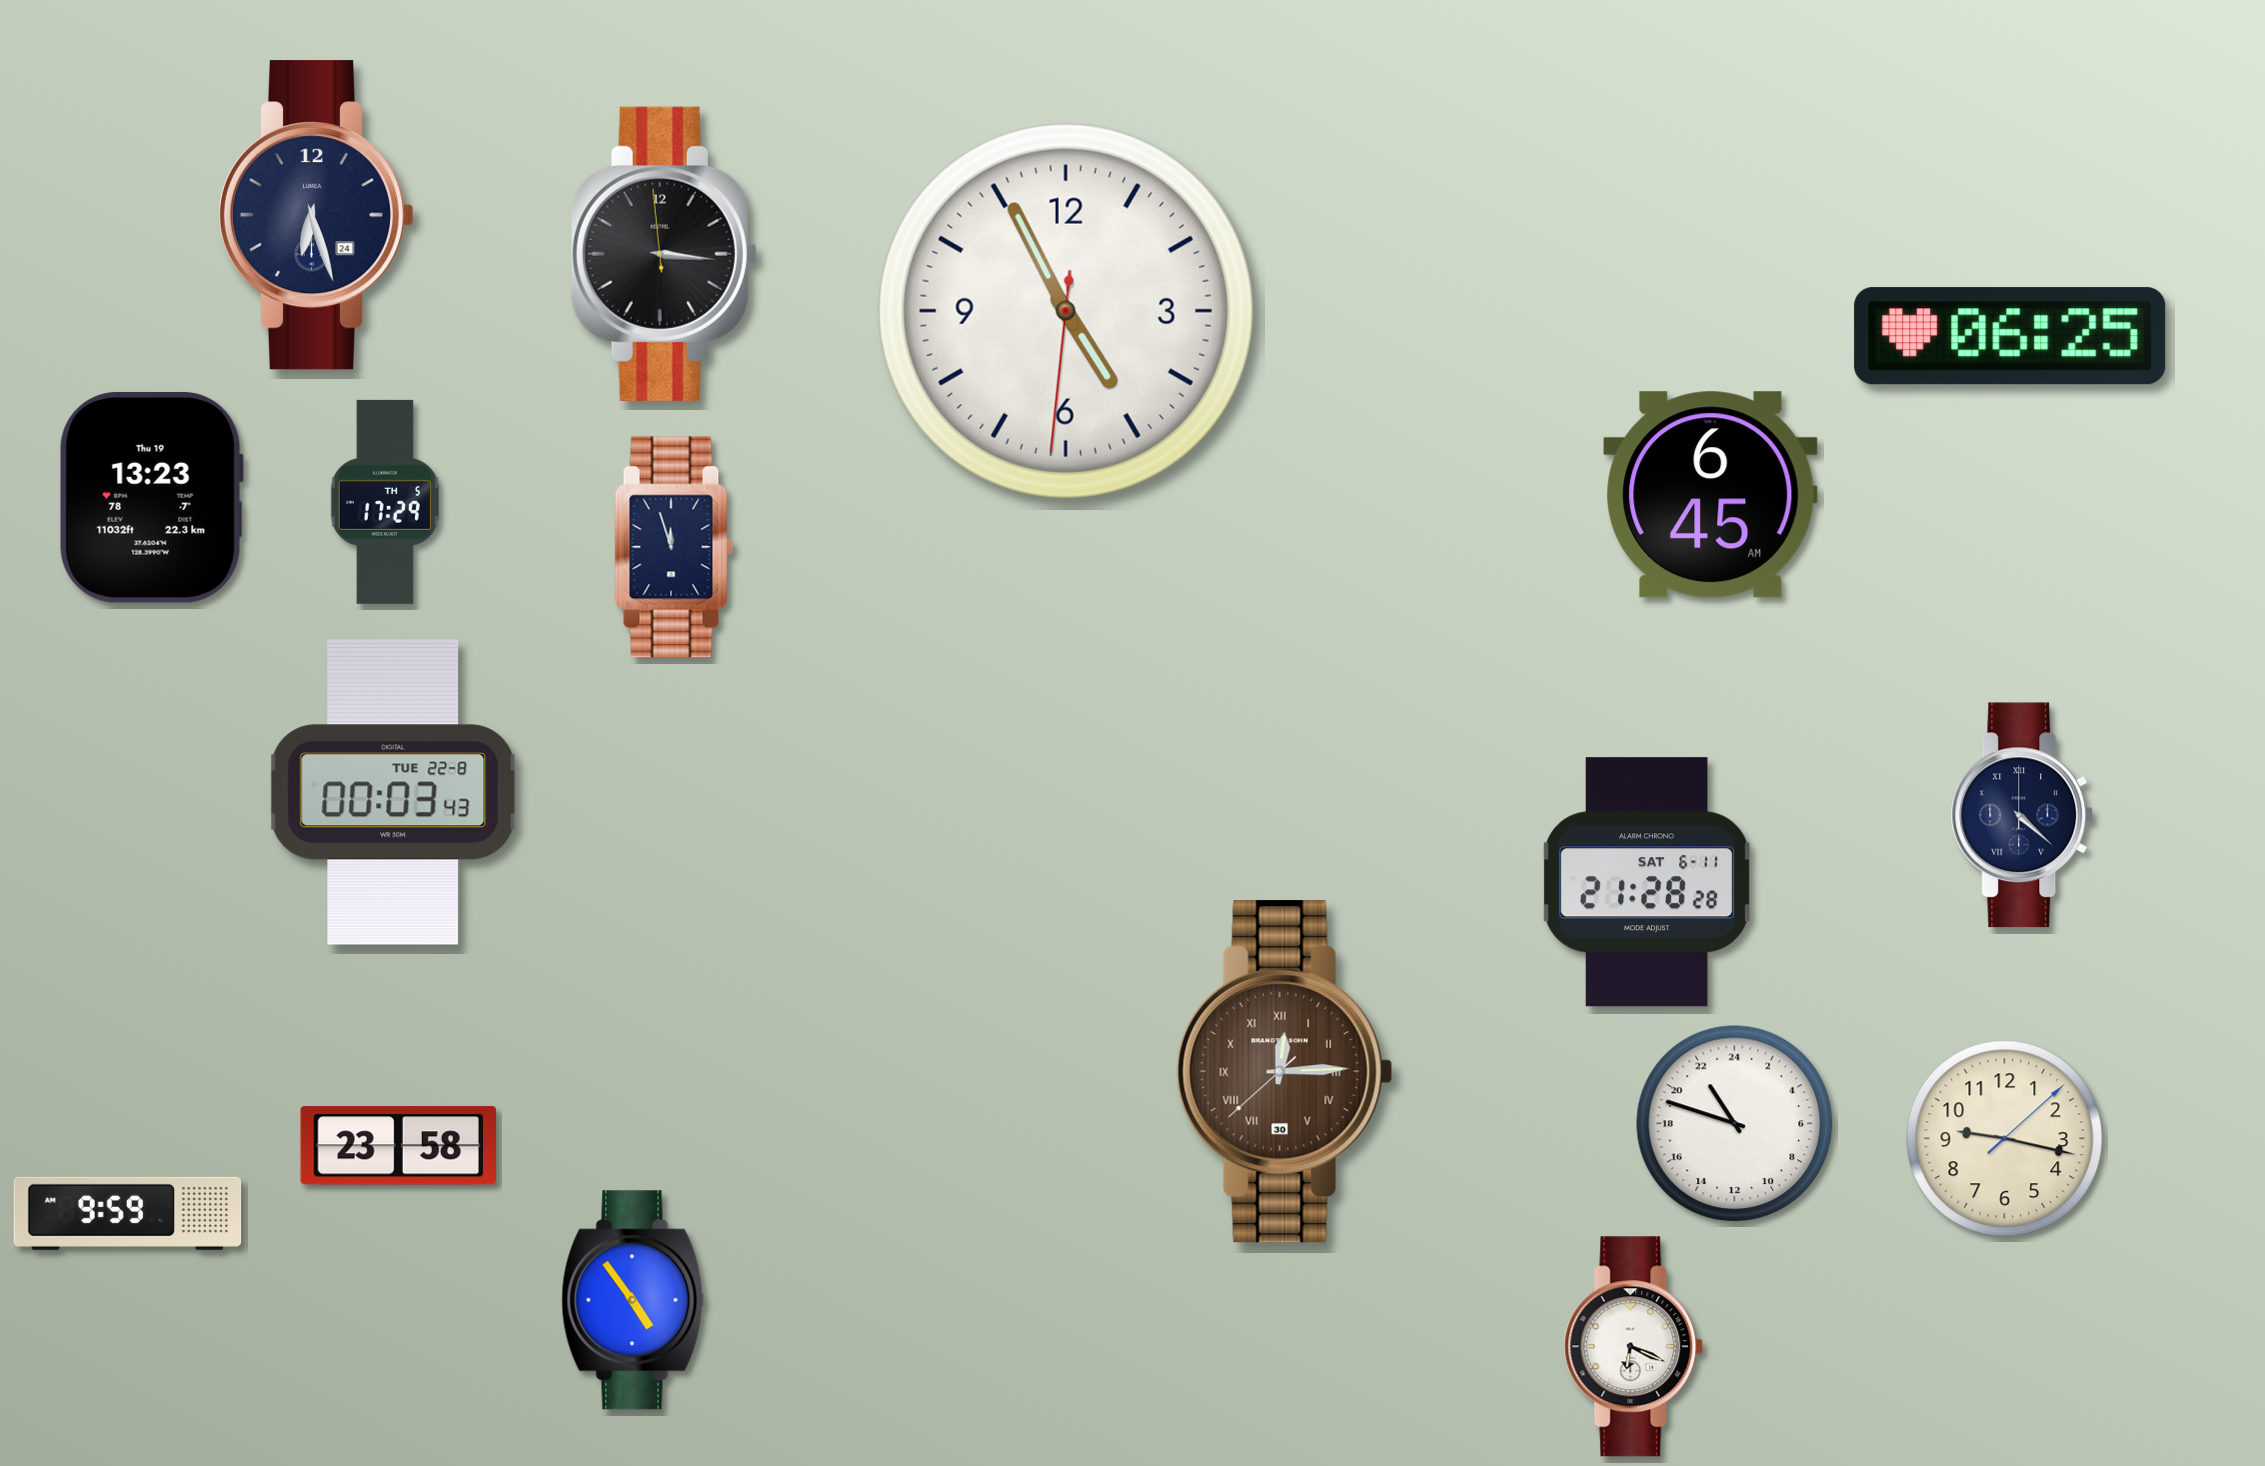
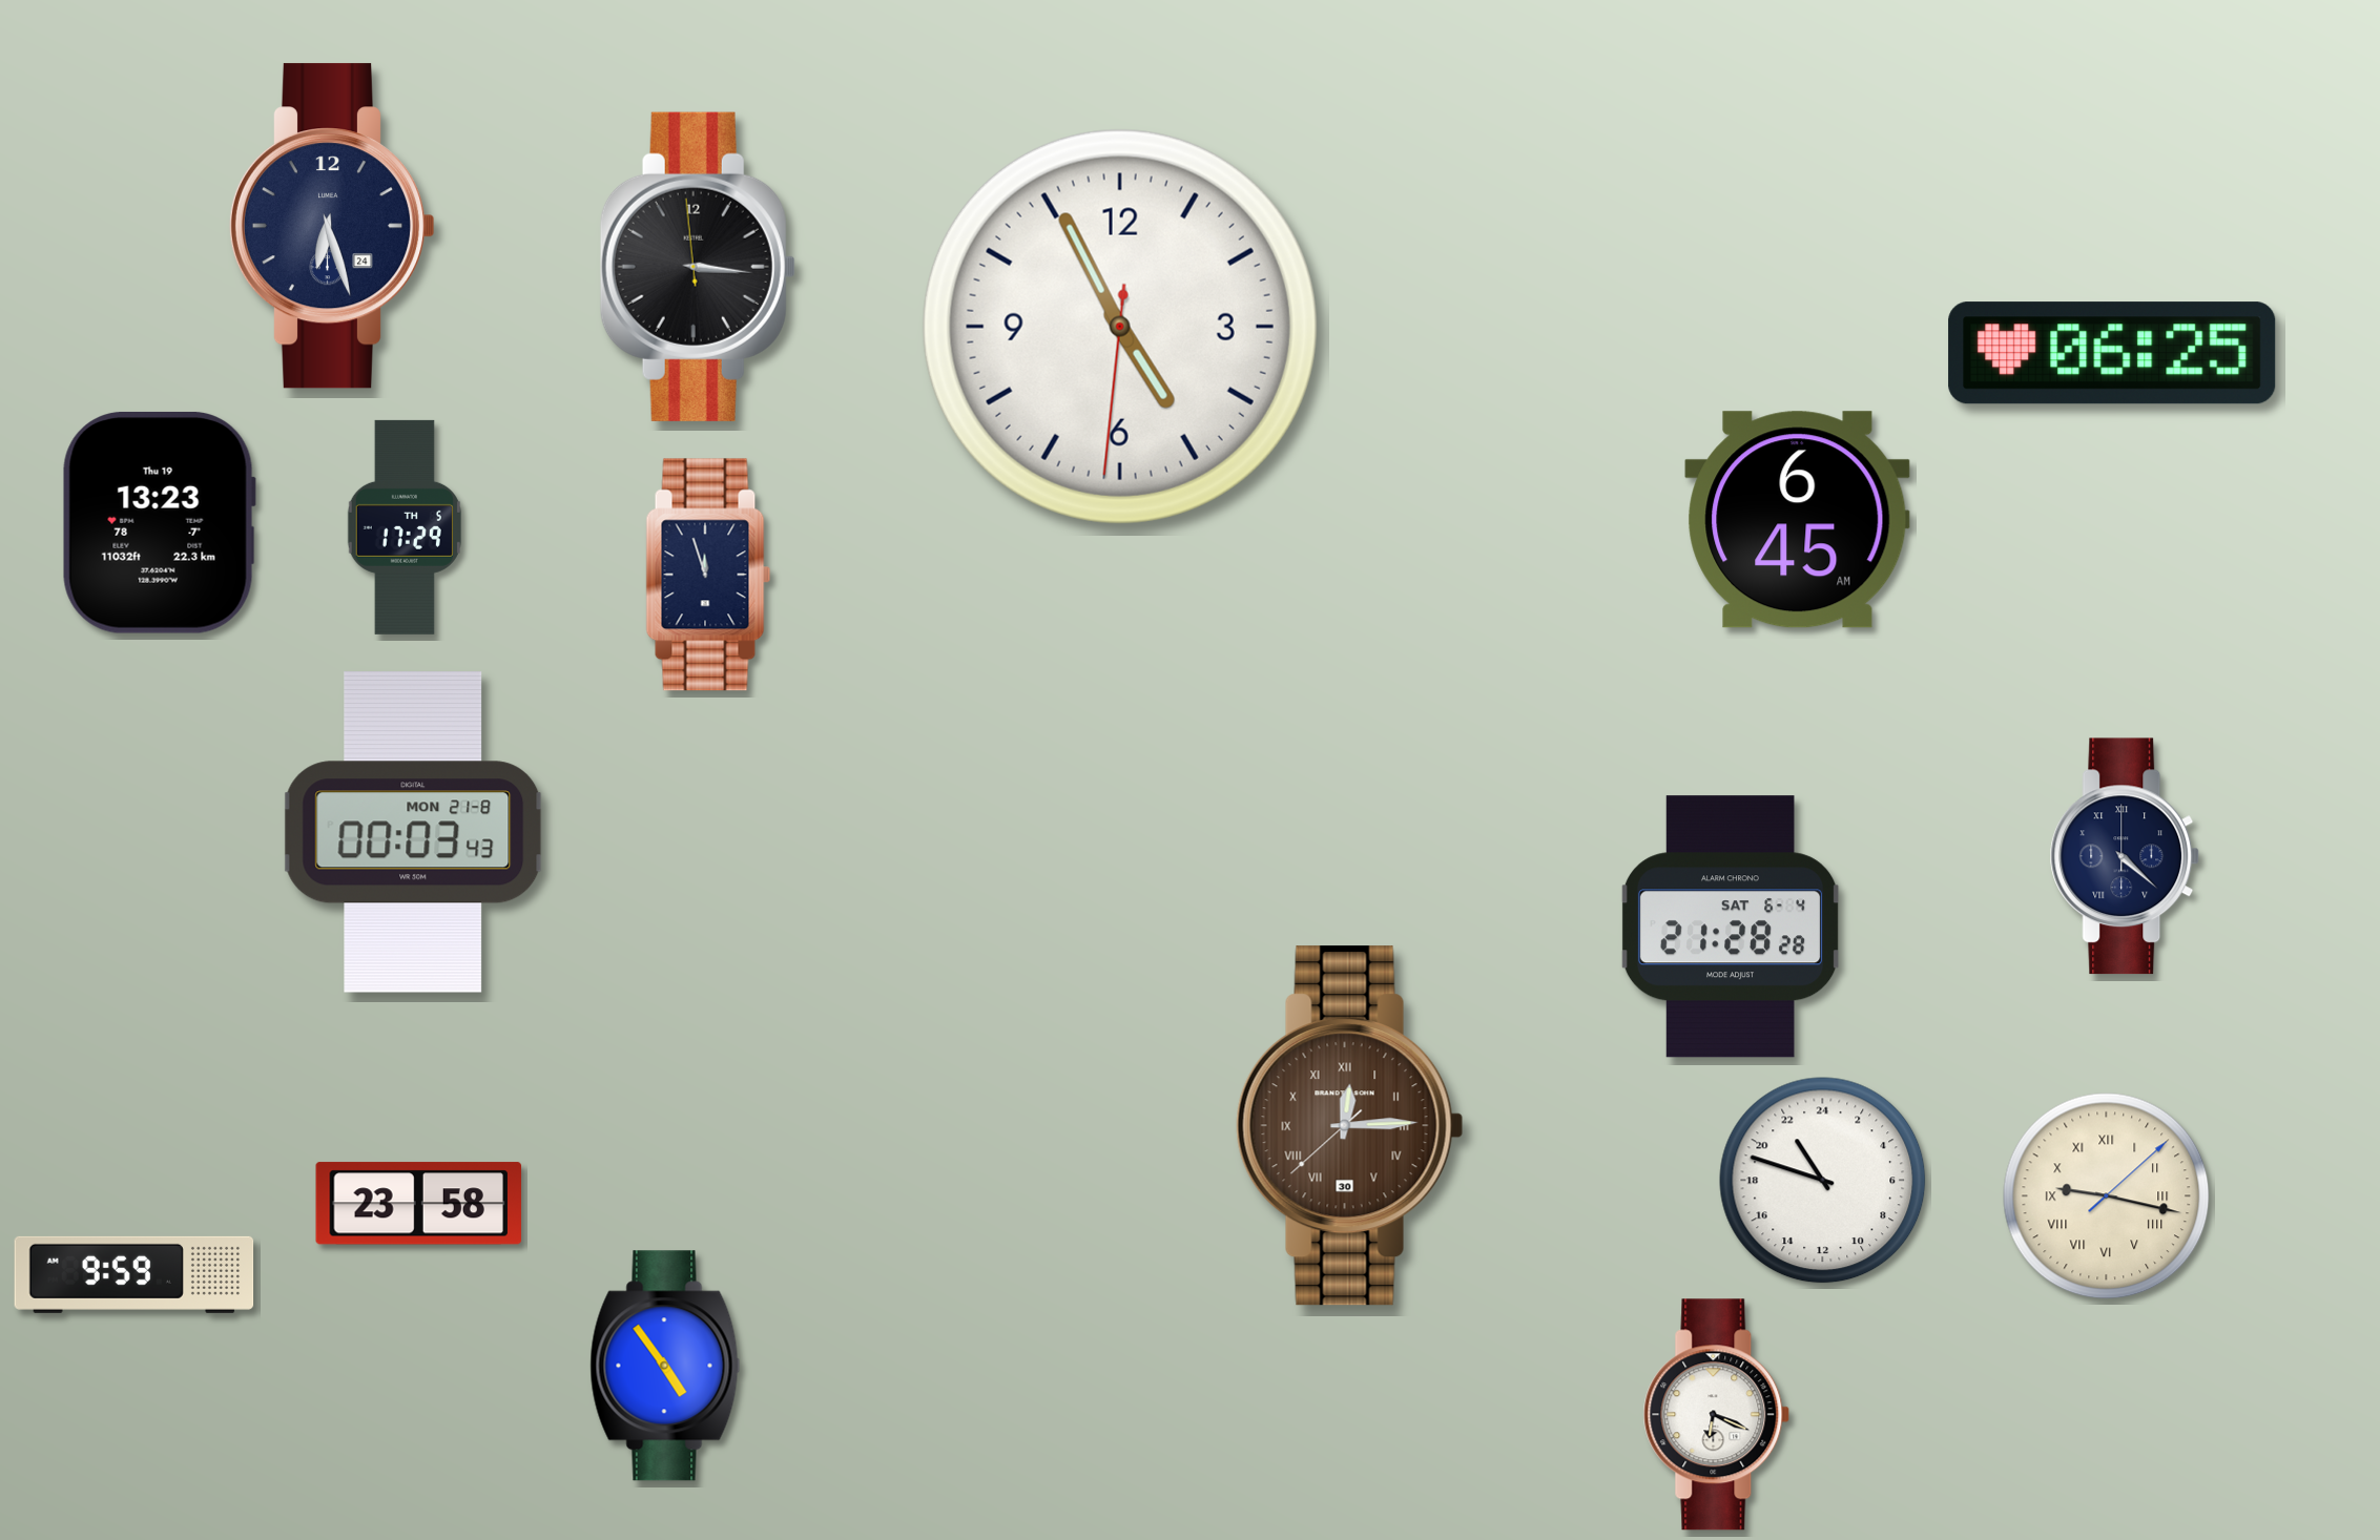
clock at (393, 792) date: TUE 22-8 -> MON 21-8
clock at (1647, 882) date: SAT 6-11 -> SAT 6-4
clock at (2005, 1139) numerals: Arabic -> Roman
